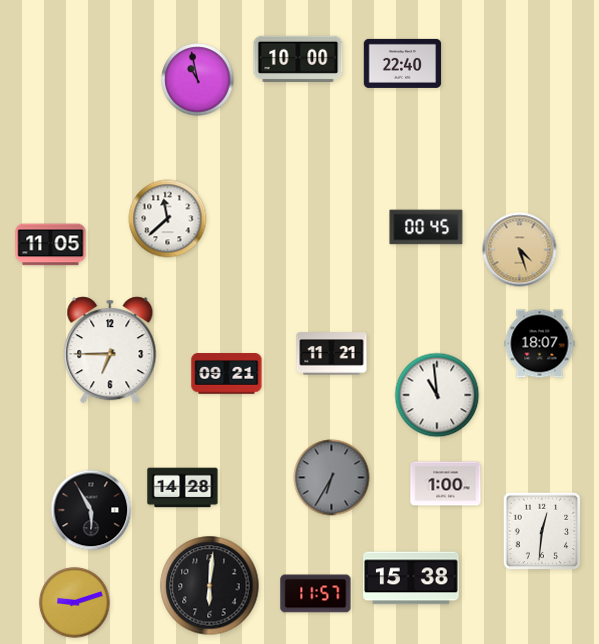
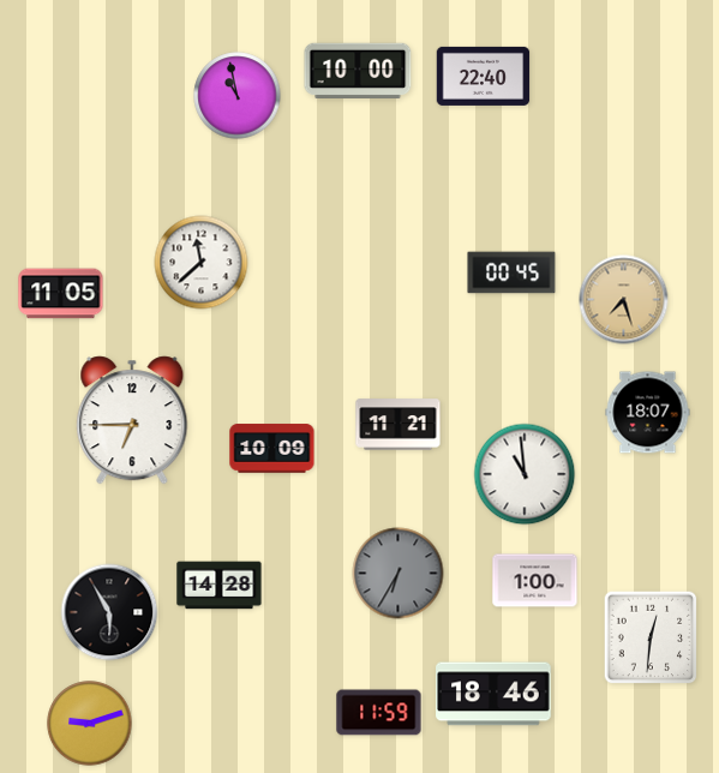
clock at (520, 250): 4:27 -> 7:27
clock at (227, 374): 09:21 -> 10:09
clock at (411, 578): 15:38 -> 18:46
clock at (210, 586): 6:01 -> none
clock at (316, 594): 11:57 -> 11:59
